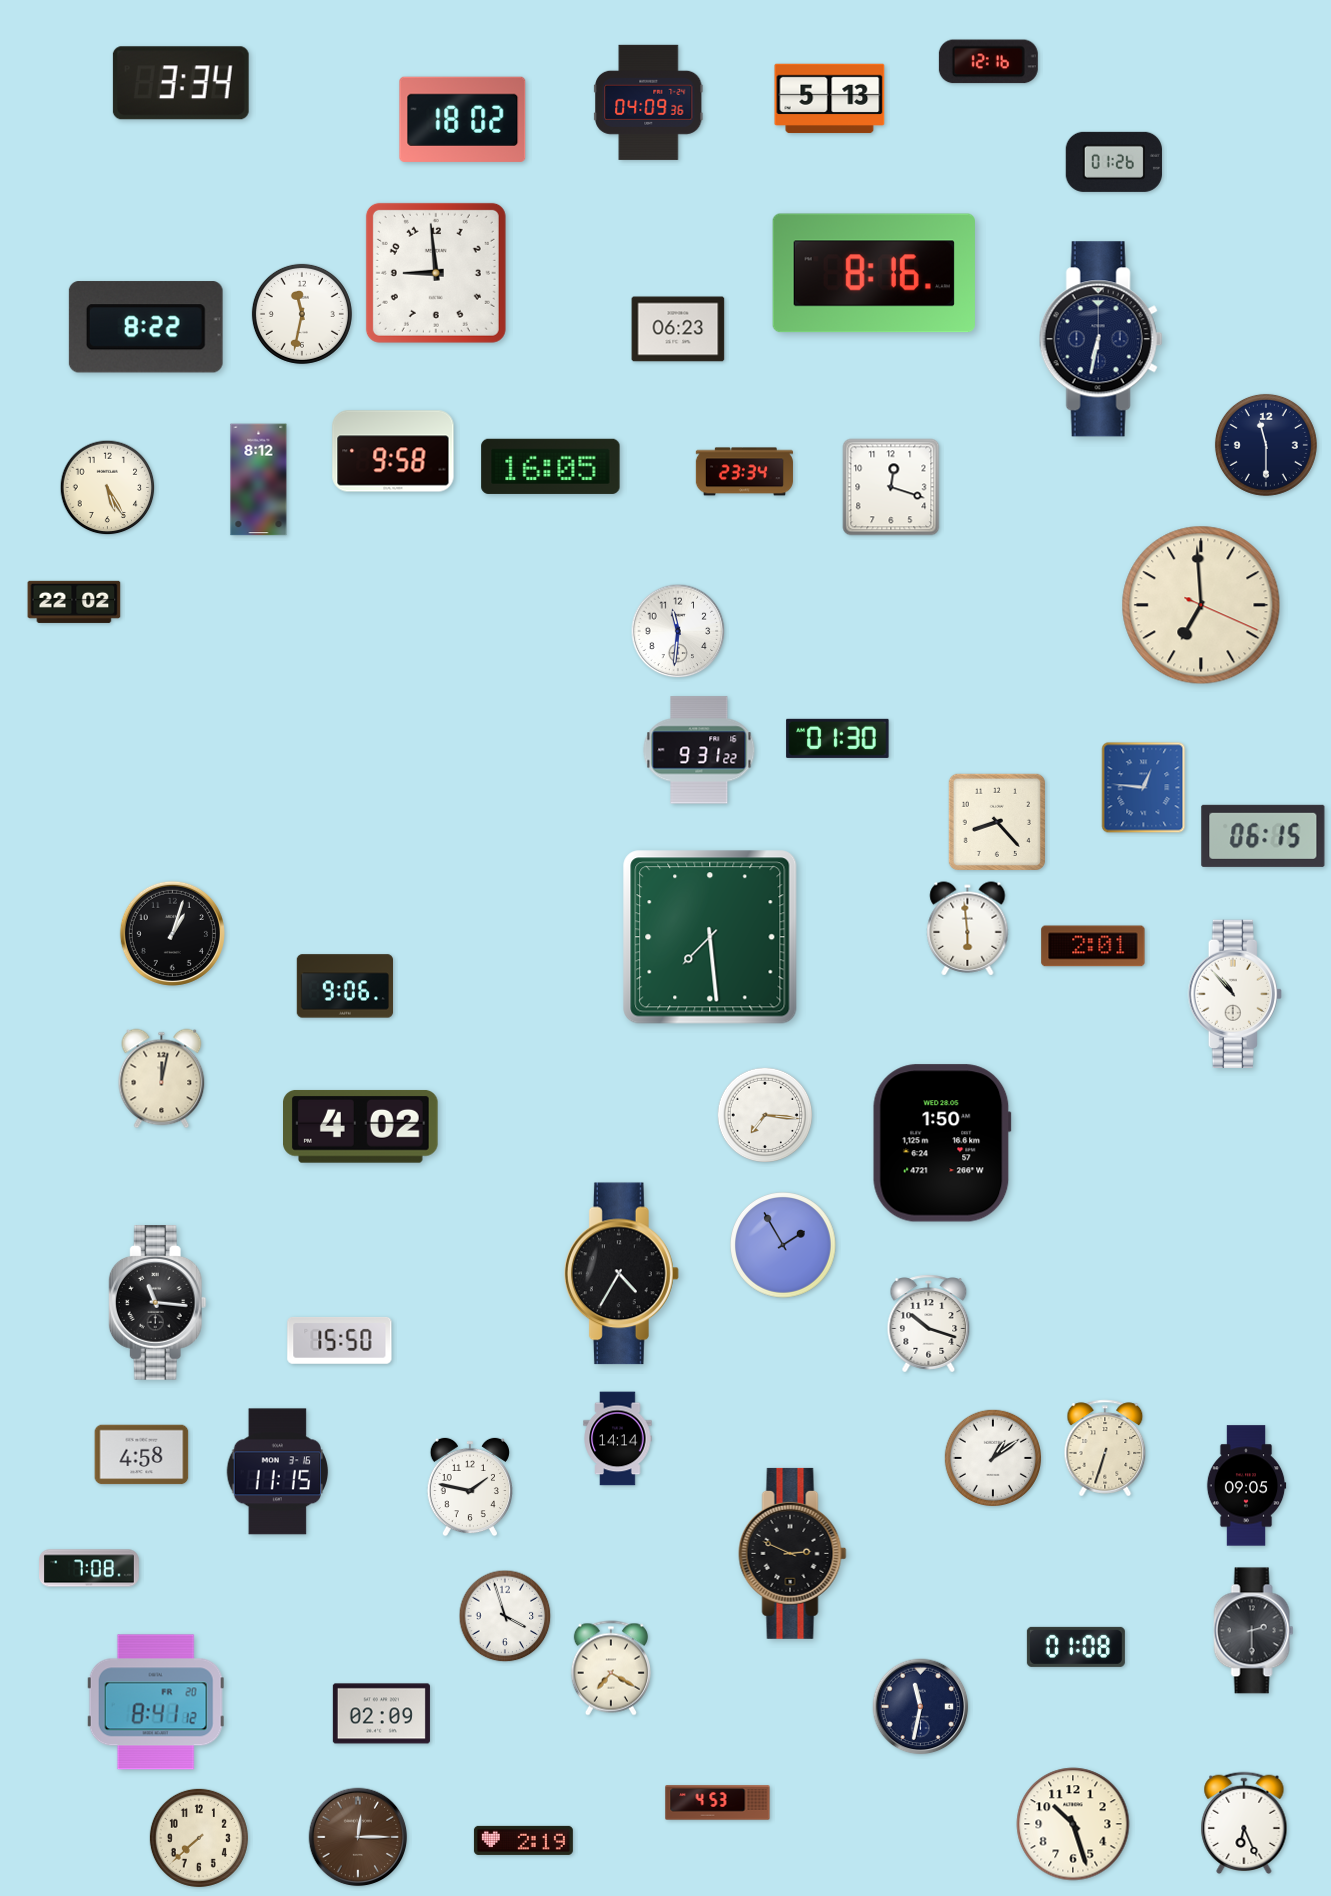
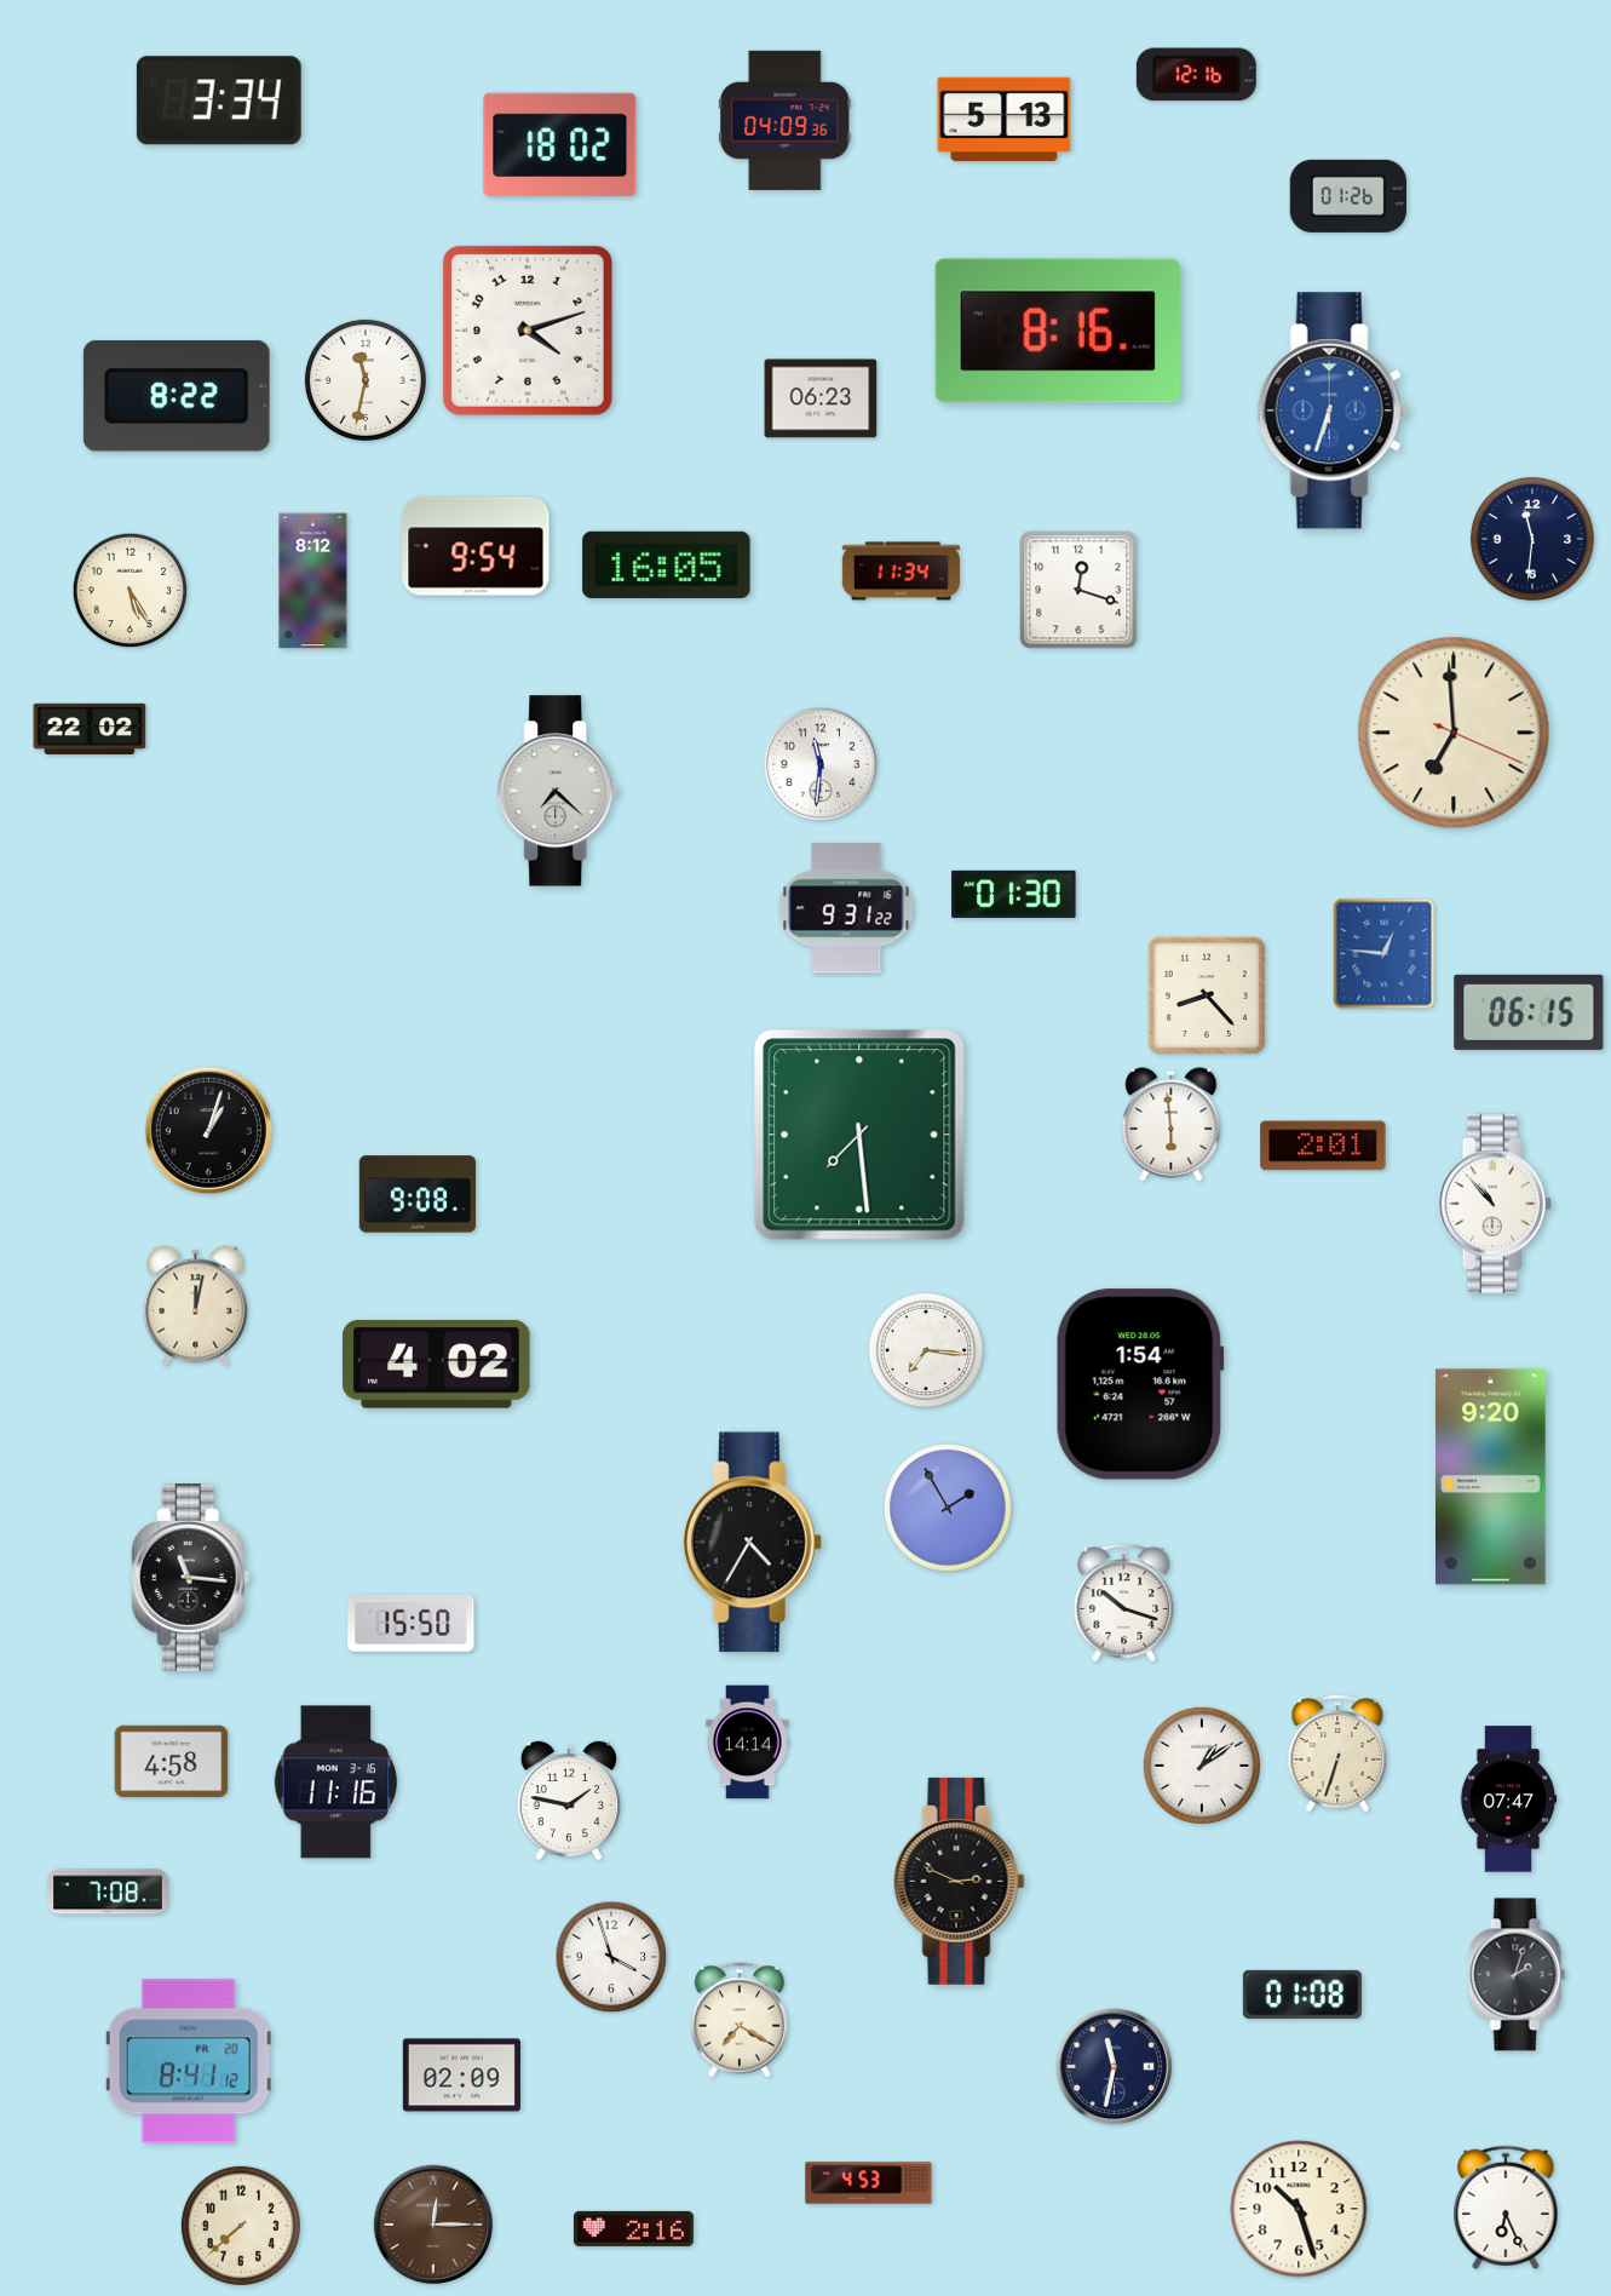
clock at (649, 102) position: (649, 102) -> (786, 120)
clock at (436, 273): 8:59 -> 4:12
clock at (1101, 339): 6:32 -> 6:33
clock at (1101, 339) dial: navy -> blue
clock at (1266, 445): 11:30 -> 11:31
clock at (393, 451): 9:58 -> 9:54
clock at (744, 472): 23:34 -> 11:34
clock at (559, 791): none -> 7:22
clock at (344, 986): 9:06 -> 9:08
clock at (942, 1143): 1:50 -> 1:54
clock at (1491, 1477): none -> 9:20
clock at (278, 1472): 11:15 -> 11:16
clock at (1246, 1486): 09:05 -> 07:47
clock at (90, 1568) position: (90, 1568) -> (109, 1892)
clock at (1254, 1631): 2:30 -> 2:03
clock at (523, 1840): 2:19 -> 2:16
